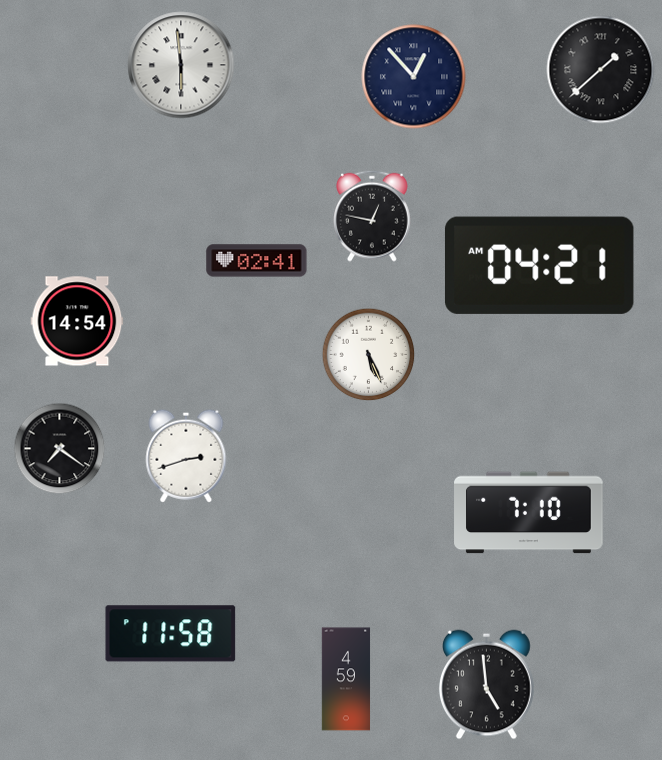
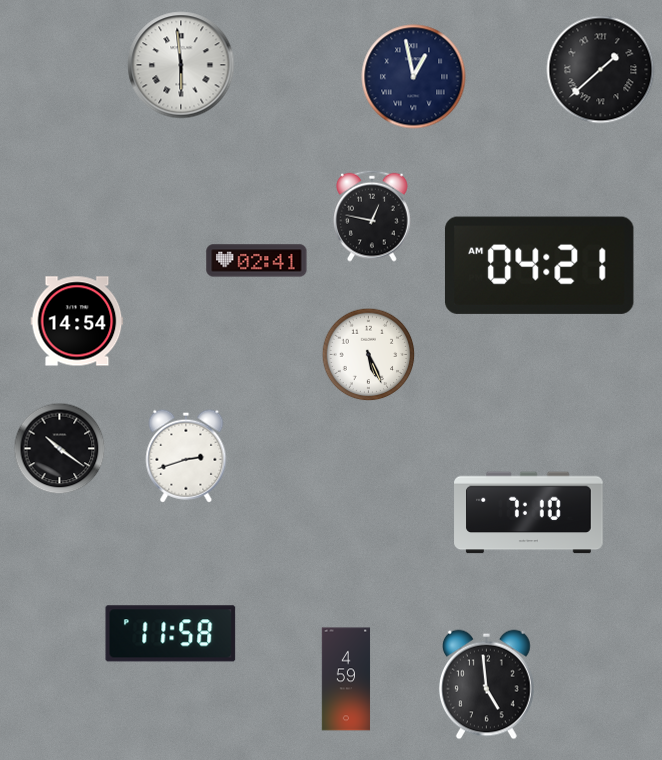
clock at (414, 77): 12:53 -> 12:58
clock at (60, 449): 7:21 -> 10:21
